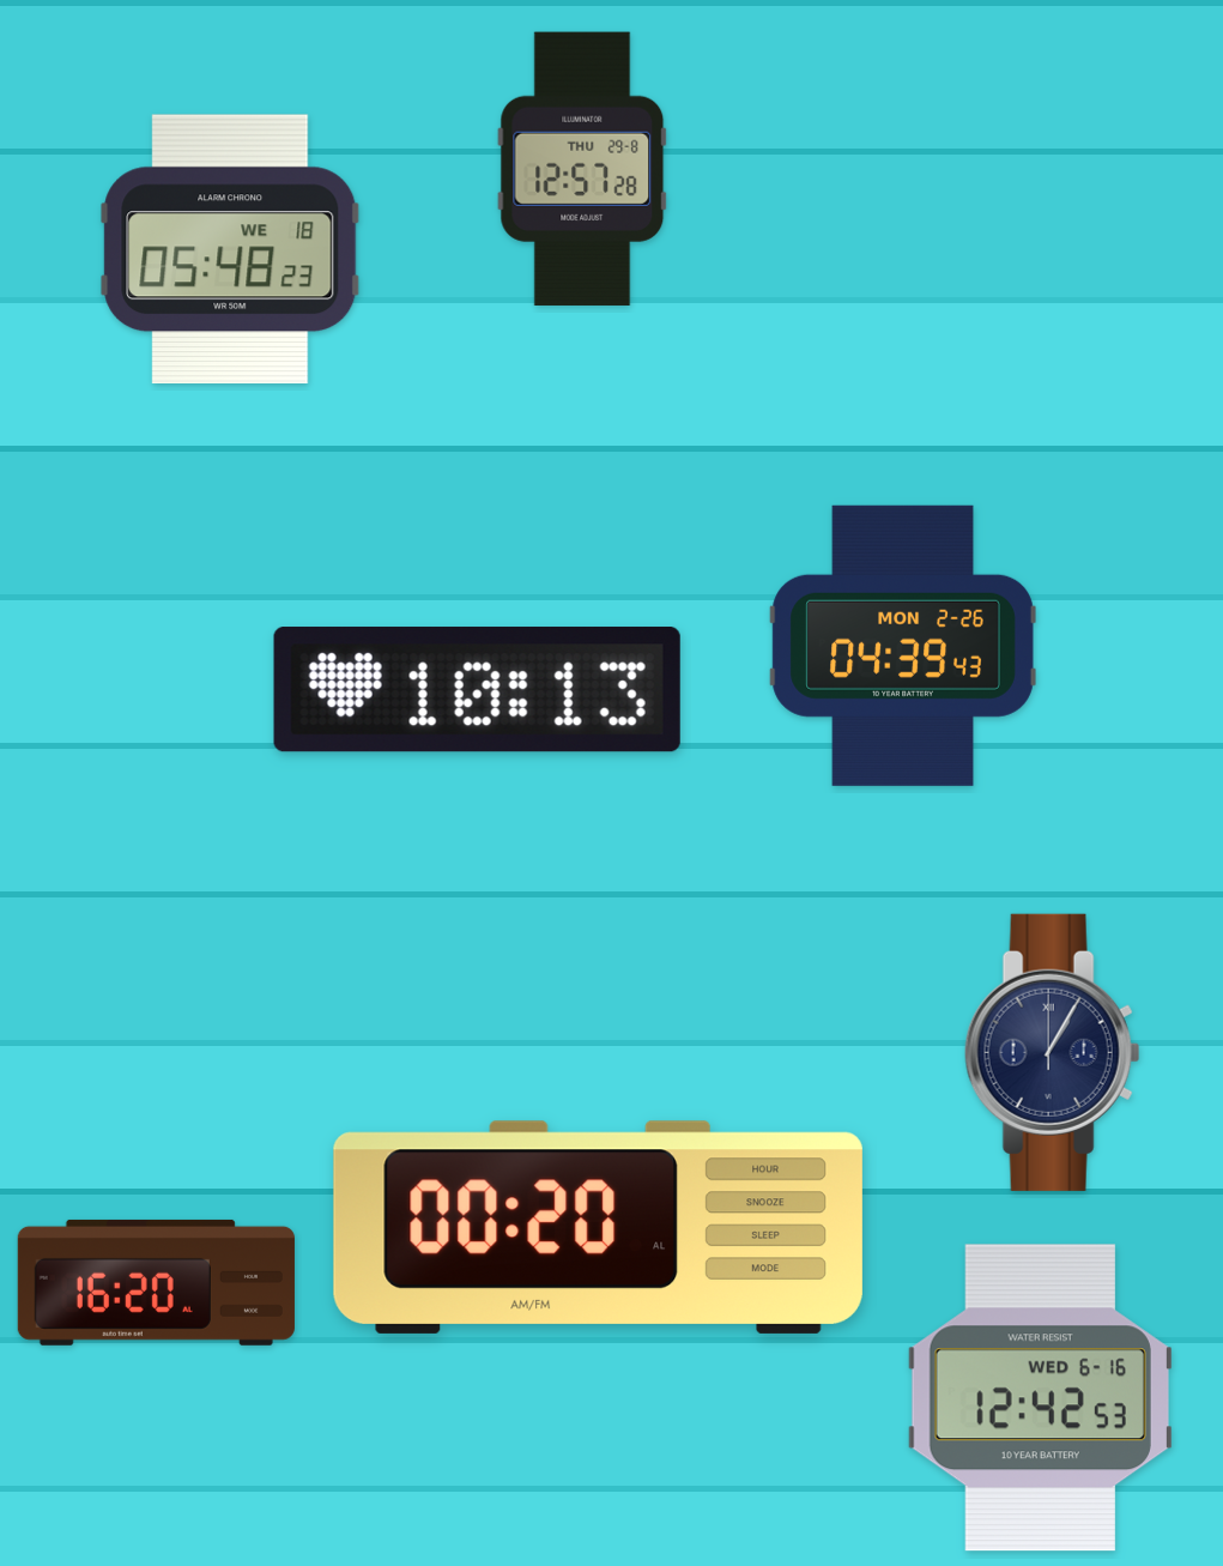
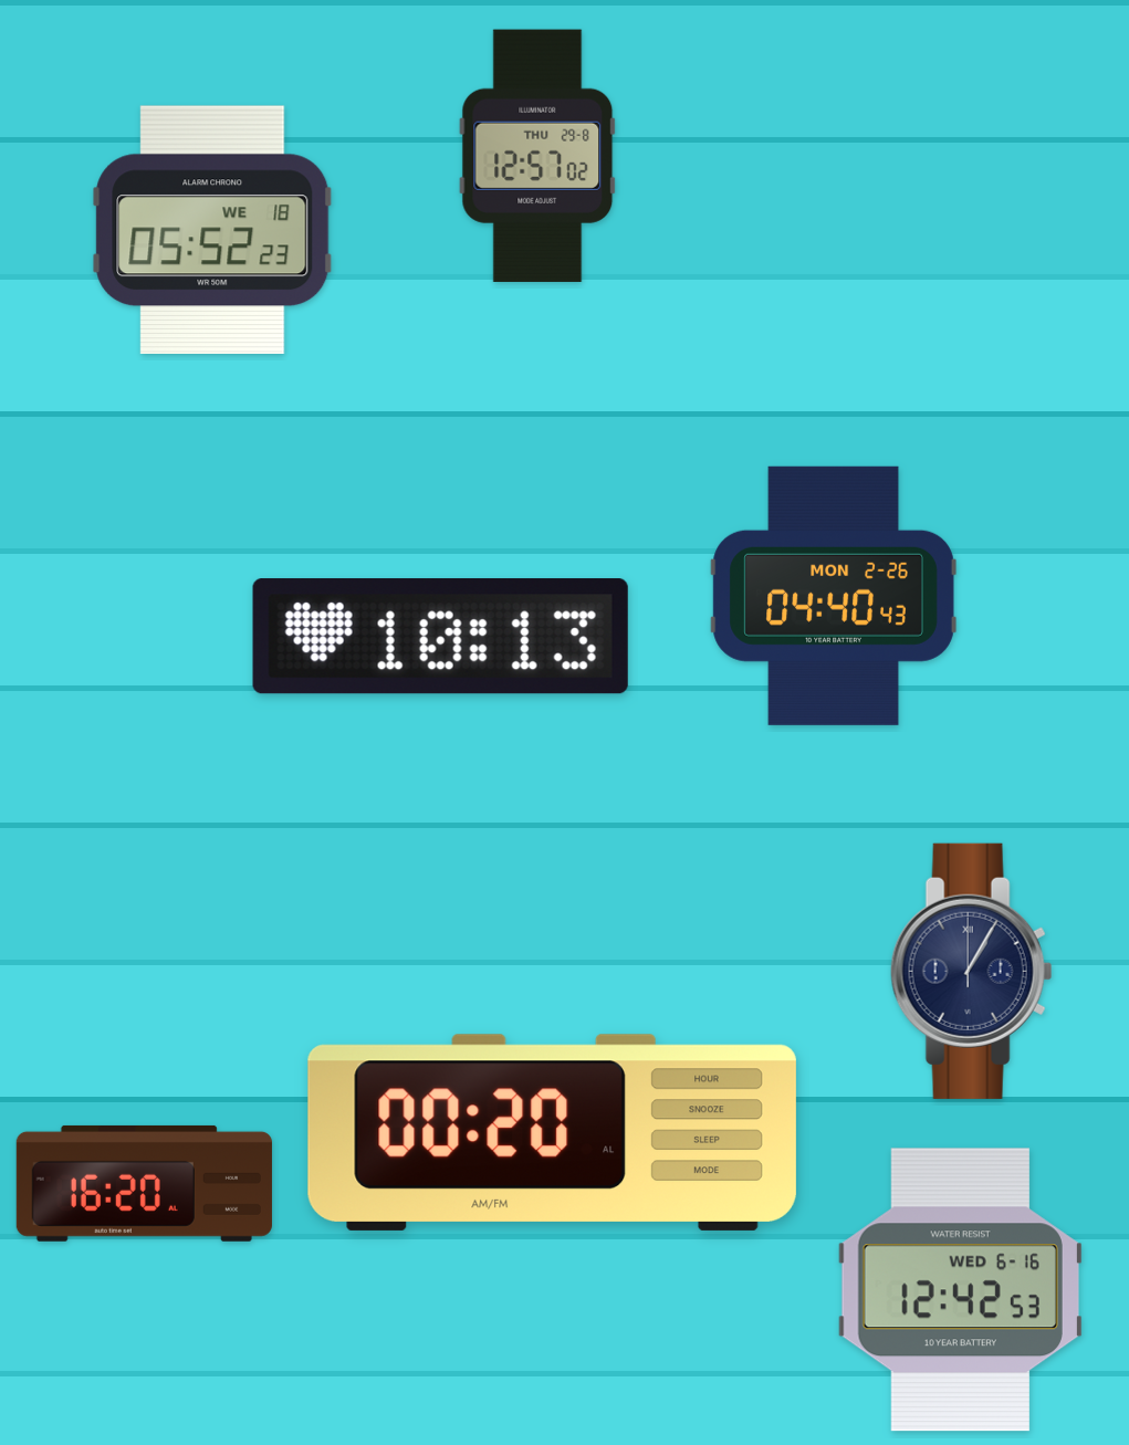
clock at (582, 169): 12:57:28 -> 12:57:02
clock at (230, 249): 05:48 -> 05:52
clock at (903, 646): 04:39 -> 04:40
